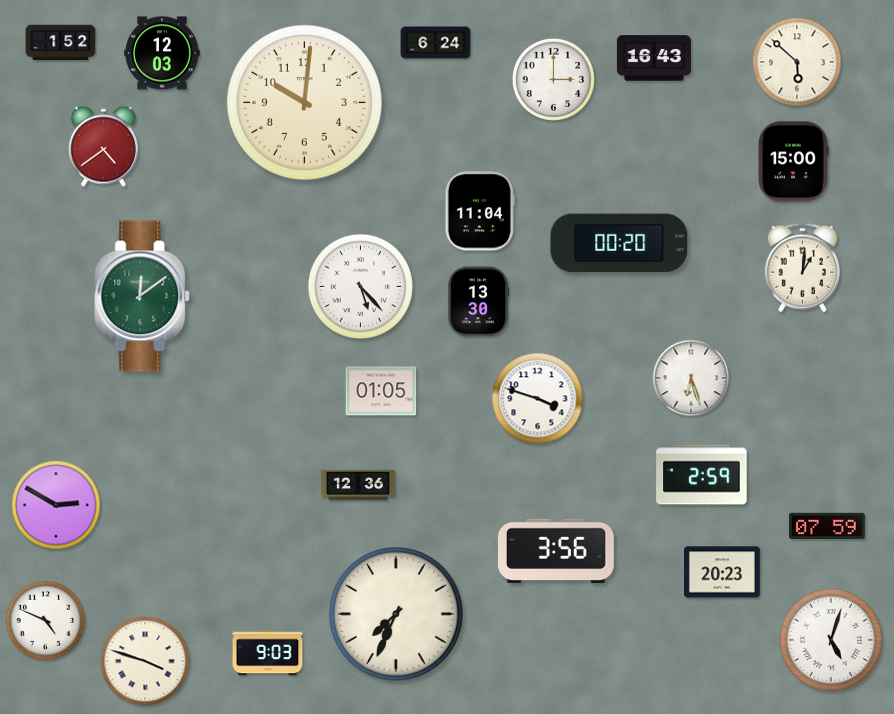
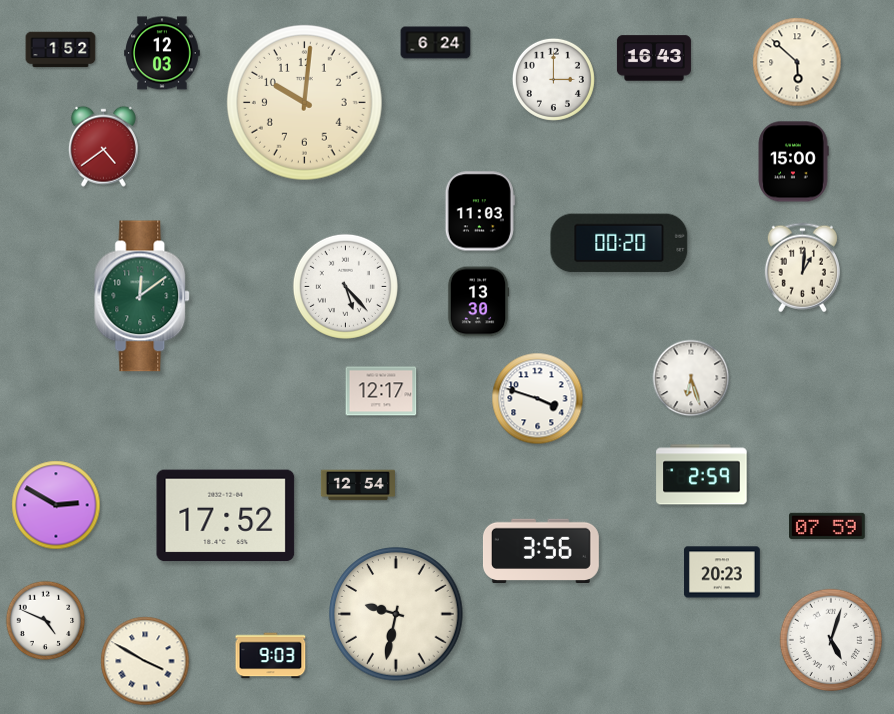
clock at (61, 43) position: (61, 43) -> (61, 50)
clock at (480, 211): 11:04 -> 11:03
clock at (360, 286) position: (360, 286) -> (345, 286)
clock at (381, 391): 01:05 -> 12:17
clock at (358, 485): 12:36 -> 12:54
clock at (226, 516): none -> 17:52
clock at (556, 550) position: (556, 550) -> (541, 550)
clock at (396, 614): 7:34 -> 9:32
clock at (268, 653) position: (268, 653) -> (271, 656)
clock at (145, 661): 3:48 -> 3:50
